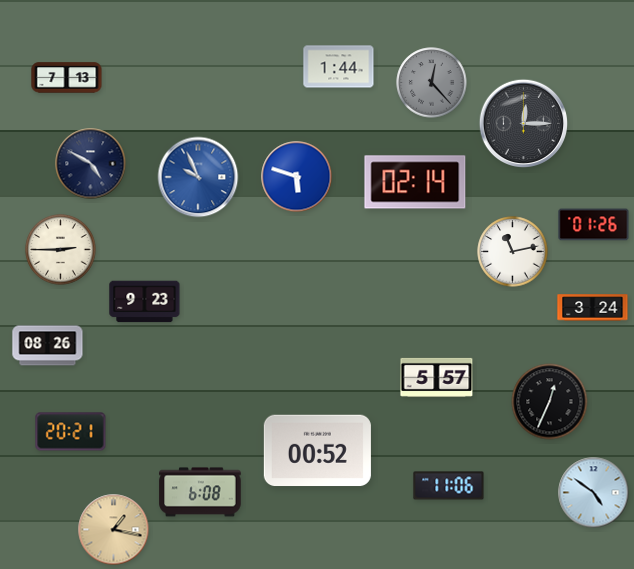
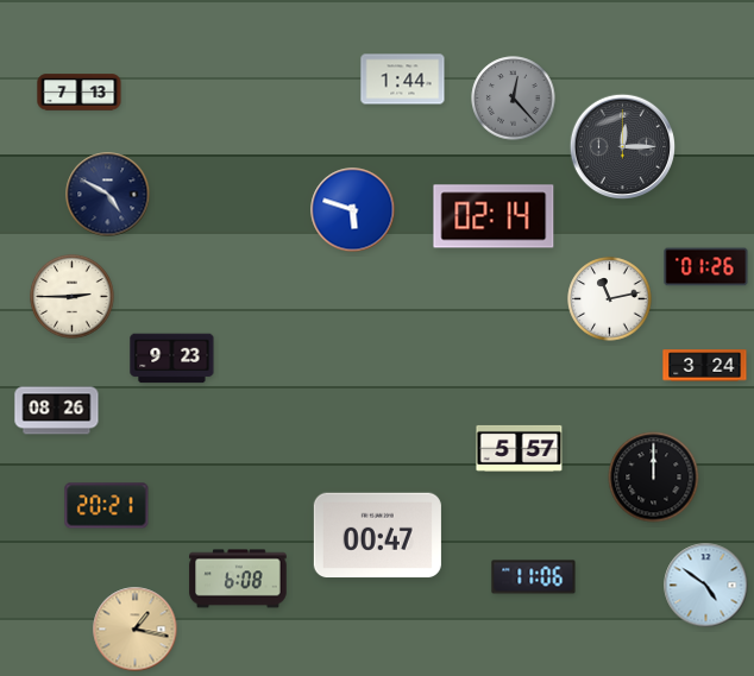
clock at (198, 177): 9:56 -> none
clock at (550, 402): 12:34 -> 12:00
clock at (71, 432) position: (71, 432) -> (107, 506)
clock at (317, 451): 00:52 -> 00:47
clock at (200, 492) position: (200, 492) -> (238, 579)
